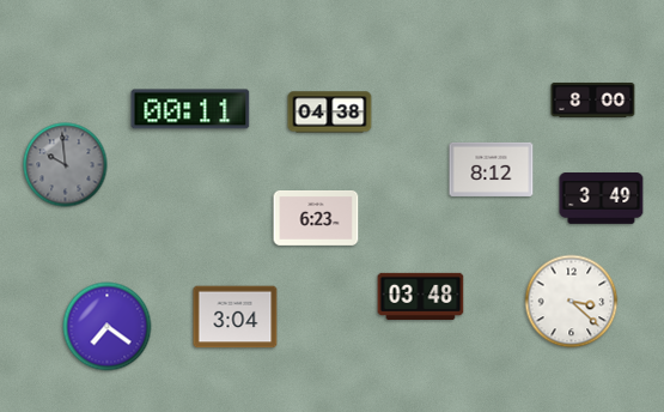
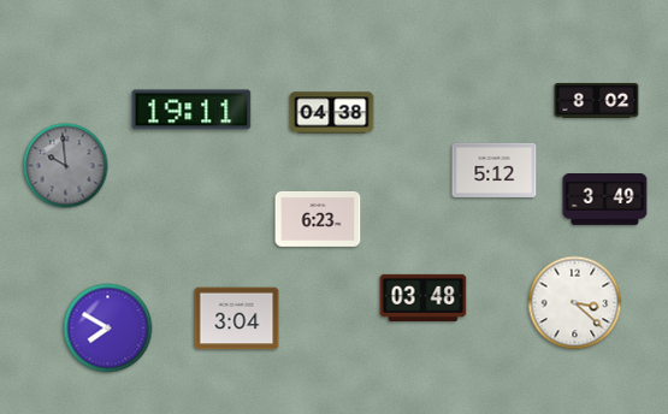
clock at (593, 99): 8:00 -> 8:02
clock at (190, 109): 00:11 -> 19:11
clock at (492, 169): 8:12 -> 5:12
clock at (108, 327): 7:21 -> 7:50
